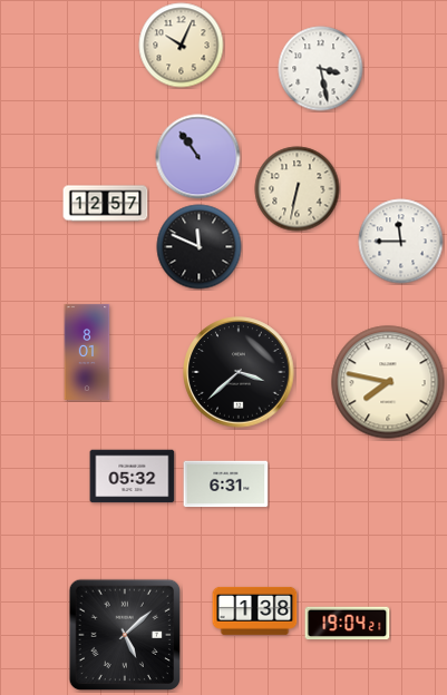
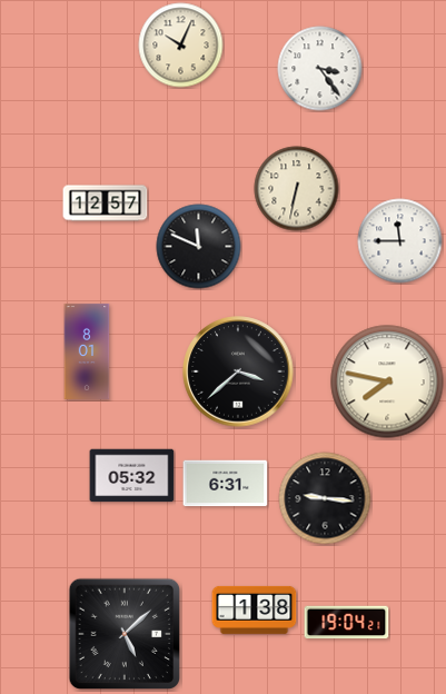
clock at (321, 69): 3:28 -> 3:24
clock at (198, 157): 10:54 -> none
clock at (325, 498): none -> 9:16
